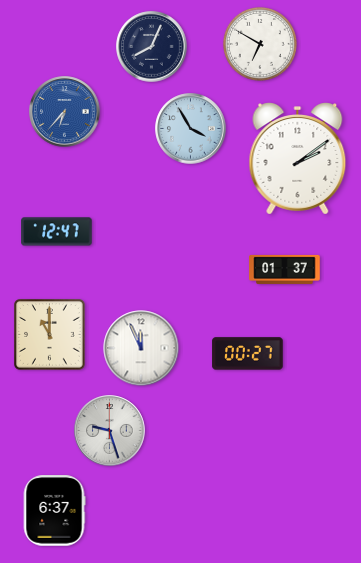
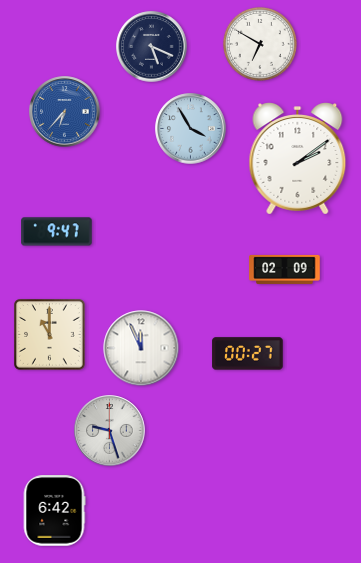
clock at (152, 47): 8:04 -> 5:19
clock at (57, 232): 12:47 -> 9:47
clock at (285, 269): 01:37 -> 02:09
clock at (54, 511): 6:37 -> 6:42
